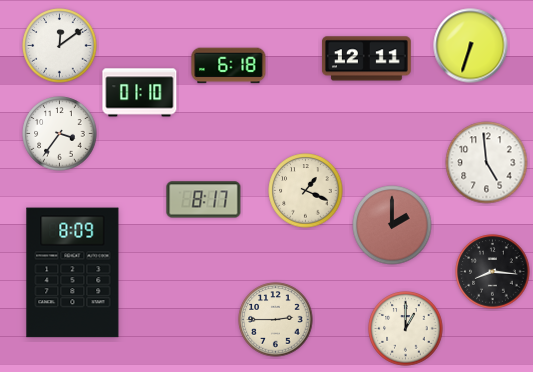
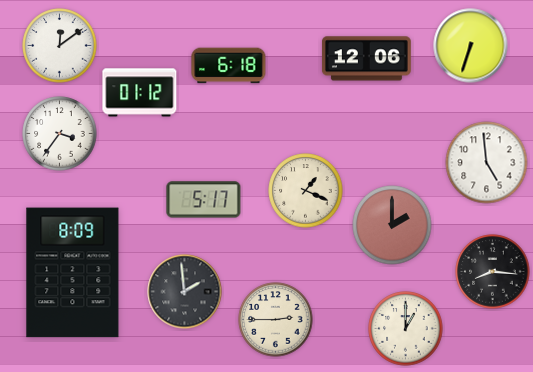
clock at (366, 59): 12:11 -> 12:06
clock at (140, 93): 01:10 -> 01:12
clock at (204, 200): 8:17 -> 5:17
clock at (185, 292): none -> 1:59
